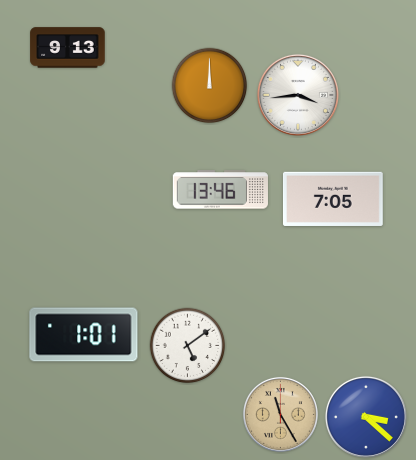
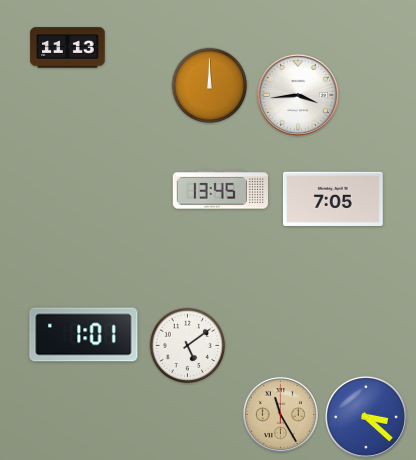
clock at (68, 48): 9:13 -> 11:13
clock at (220, 190): 13:46 -> 13:45
